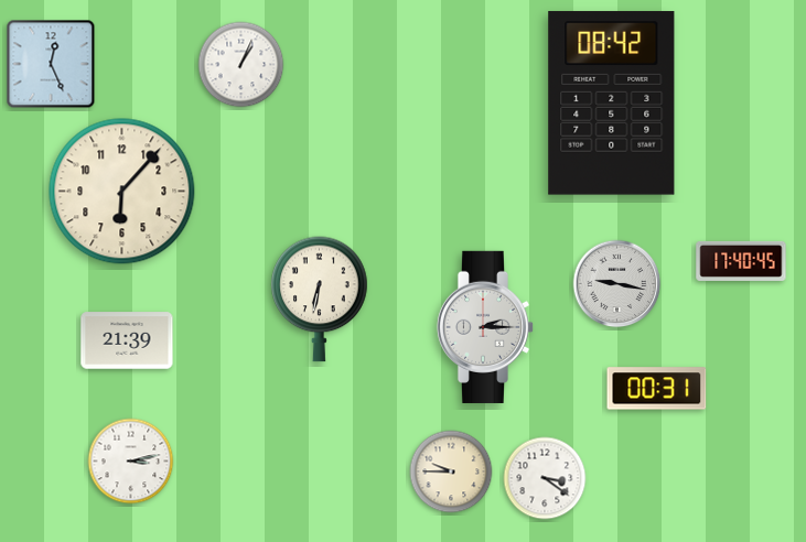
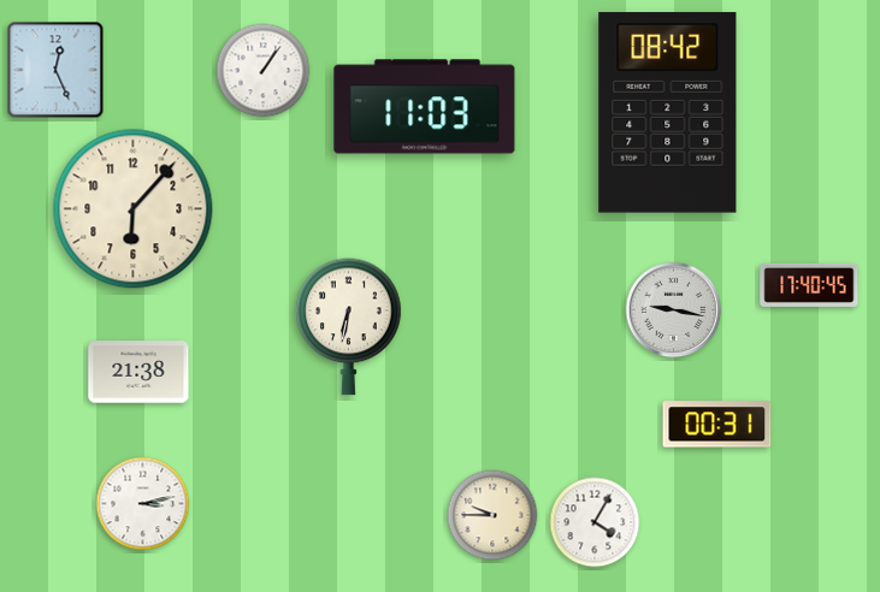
clock at (241, 65): 1:04 -> 1:06
clock at (425, 107): none -> 11:03
clock at (485, 327): 2:15 -> none
clock at (127, 340): 21:39 -> 21:38
clock at (545, 478): 3:21 -> 4:05
